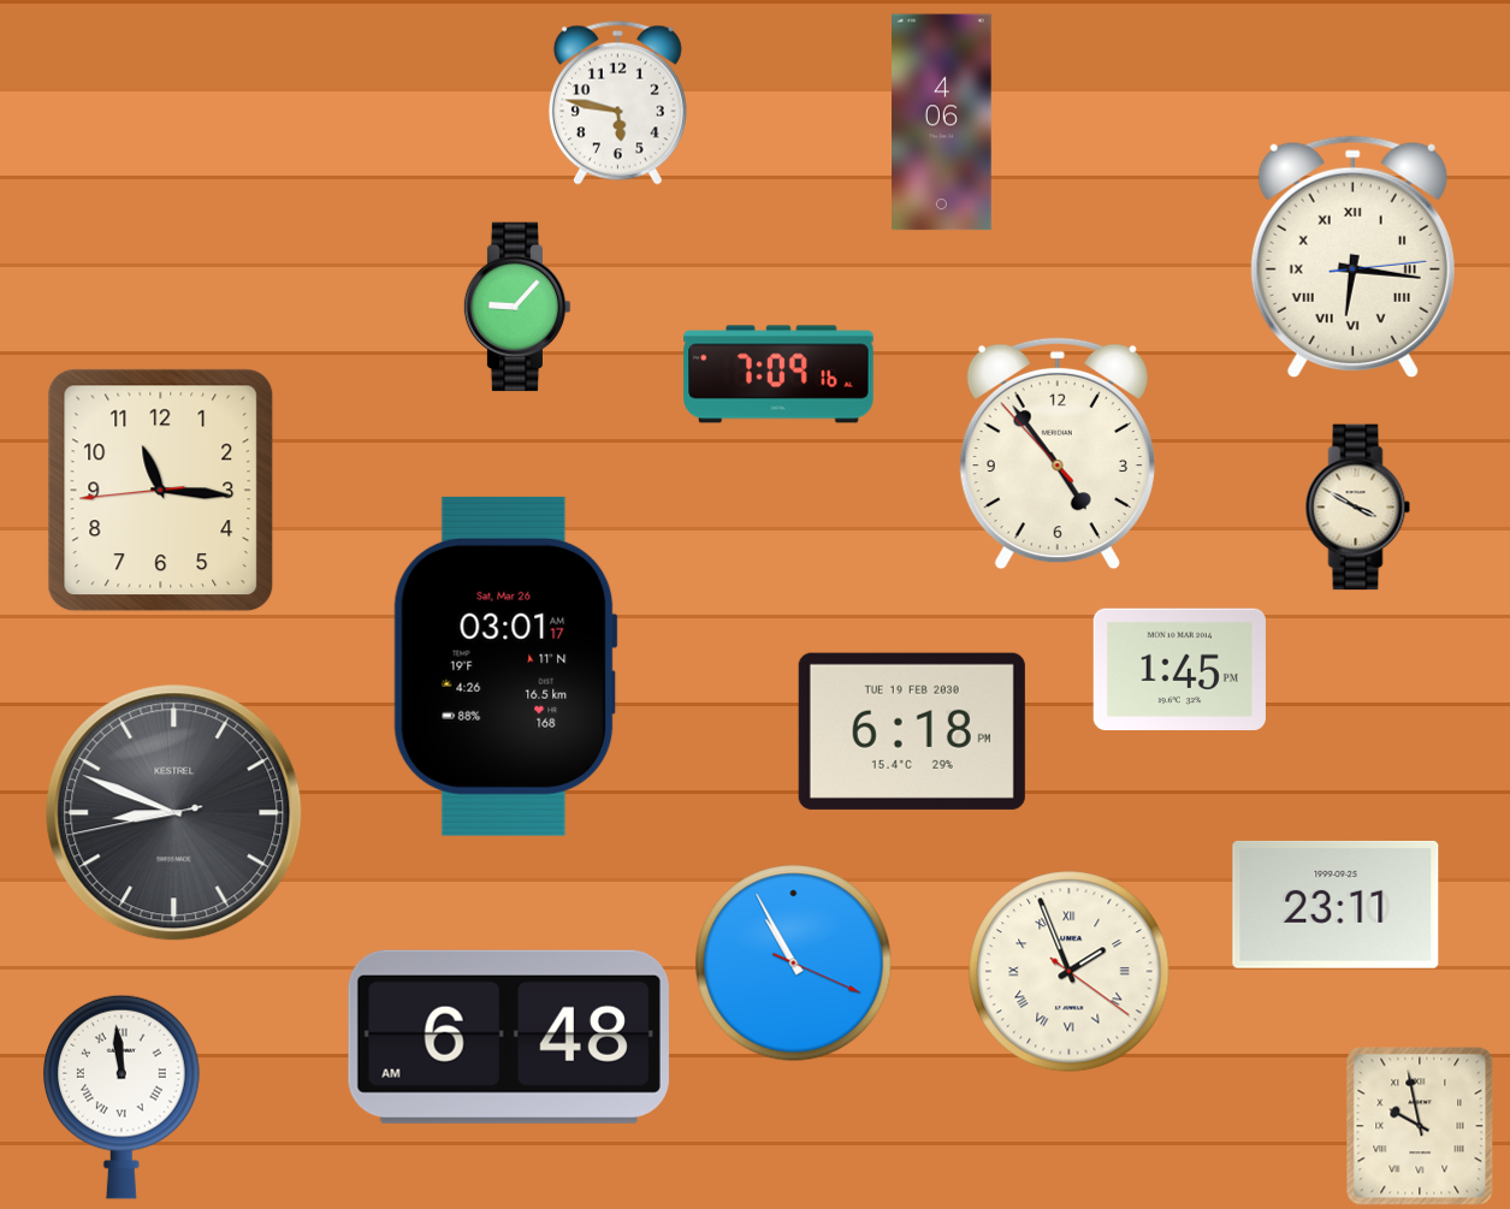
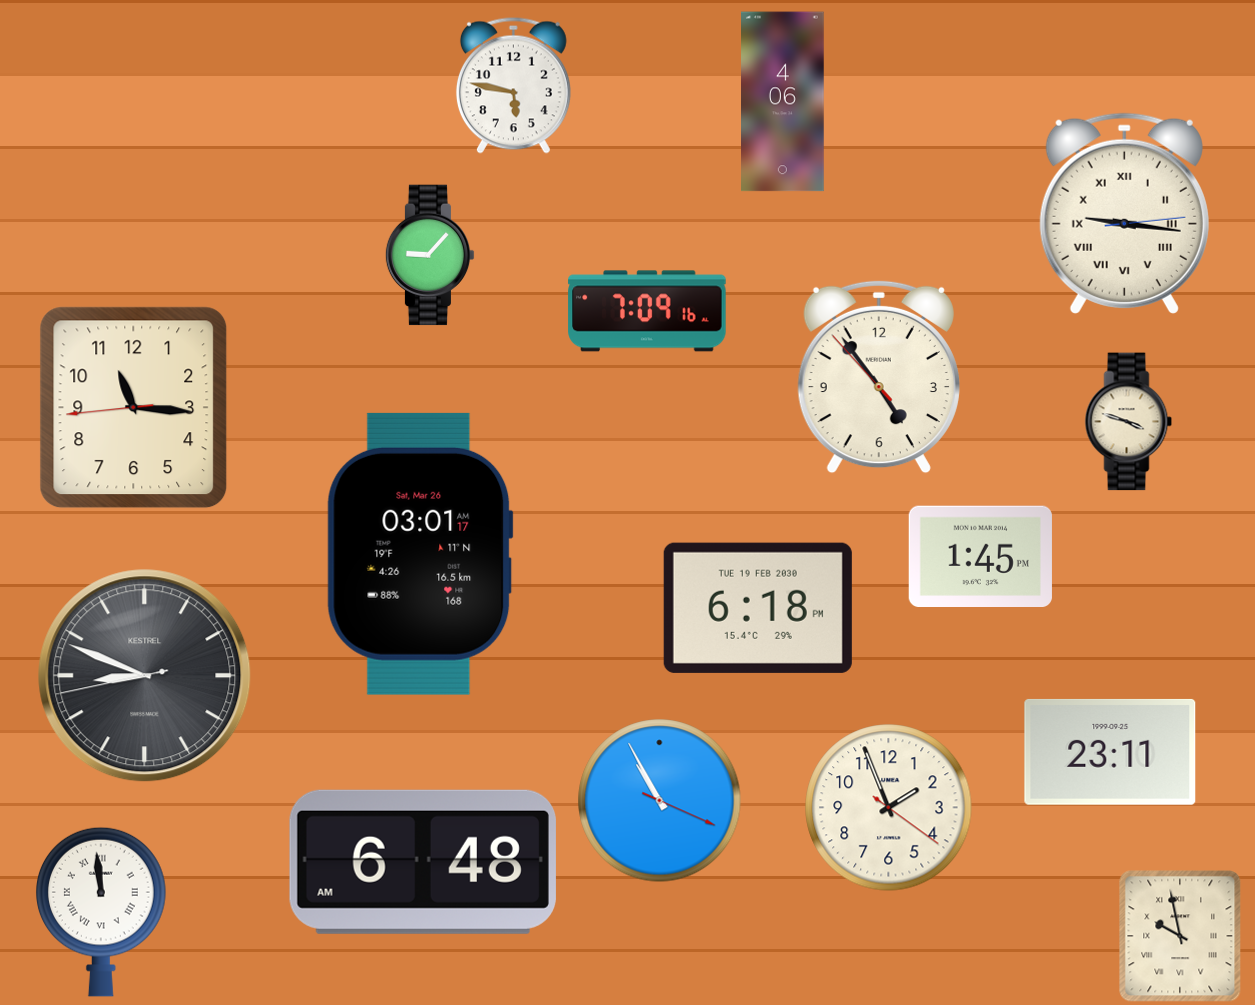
clock at (1352, 256): 6:16 -> 9:16
clock at (1358, 508): 3:50 -> 3:48
clock at (1070, 972) numerals: Roman -> Arabic
